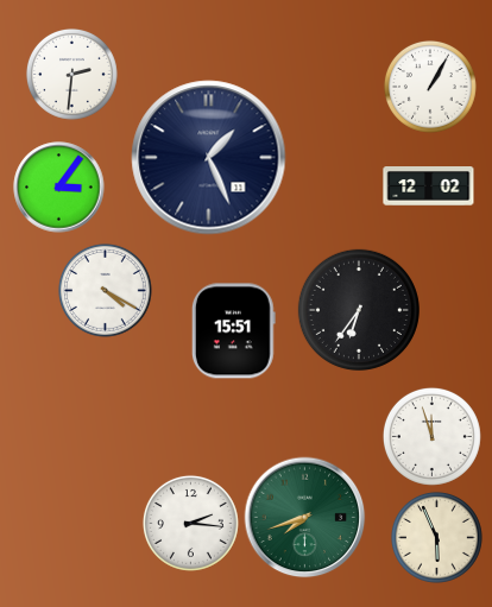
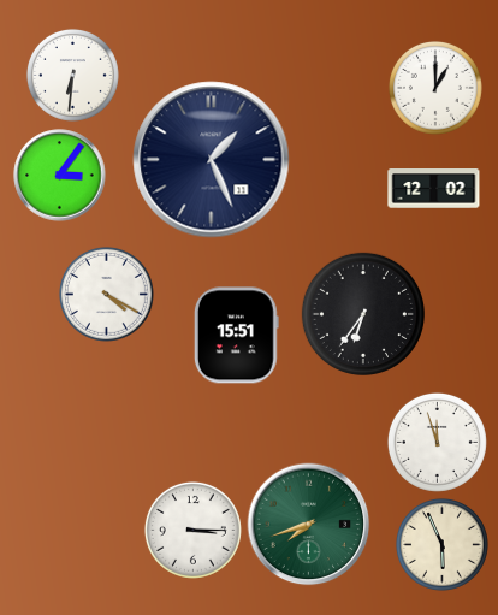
clock at (71, 74): 2:31 -> 6:31
clock at (430, 87): 1:05 -> 1:00
clock at (59, 188) position: (59, 188) -> (60, 176)
clock at (190, 523): 2:16 -> 3:15
